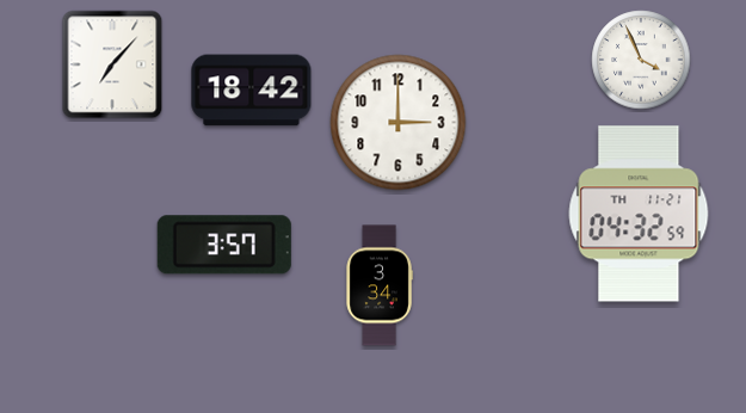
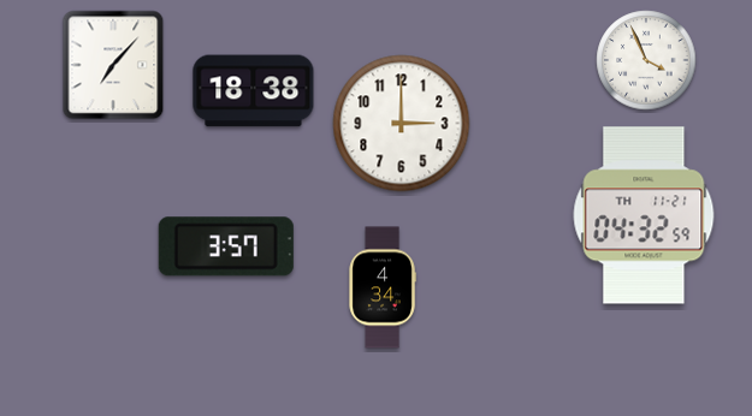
clock at (252, 91): 18:42 -> 18:38
clock at (380, 285): 3:34 -> 4:34
